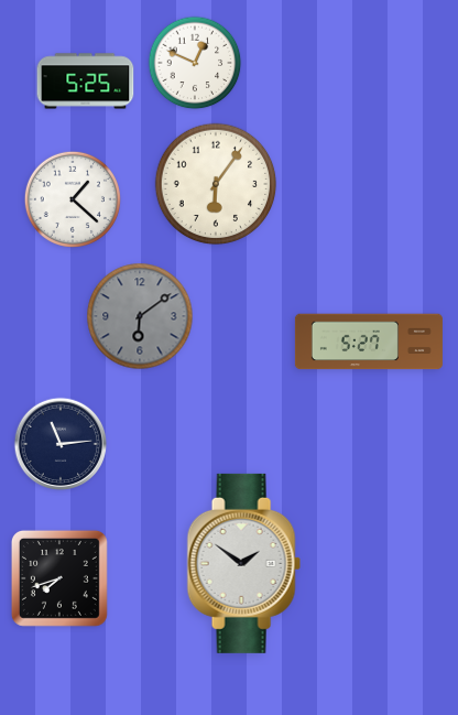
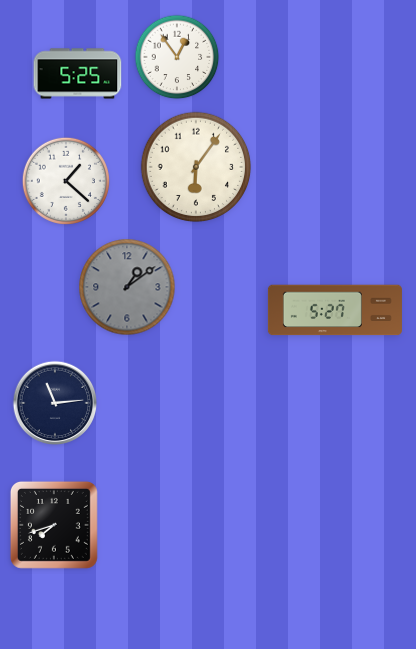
clock at (195, 63): 12:49 -> 12:54
clock at (140, 316): 6:09 -> 1:09
clock at (243, 563): 1:51 -> none
